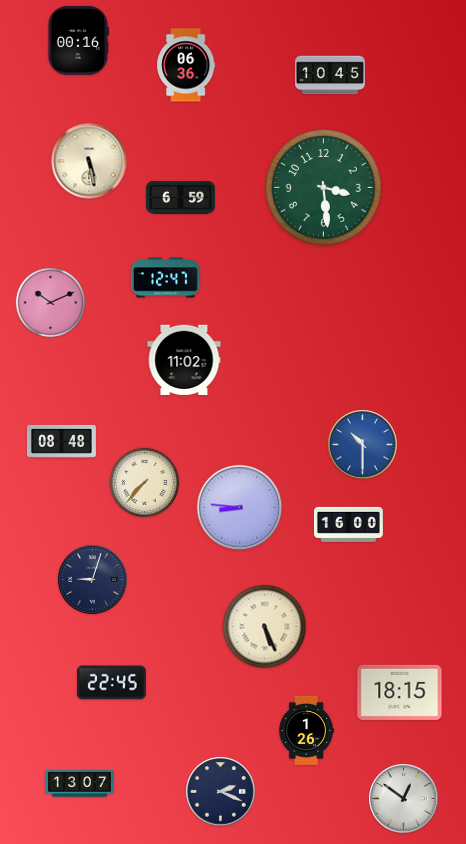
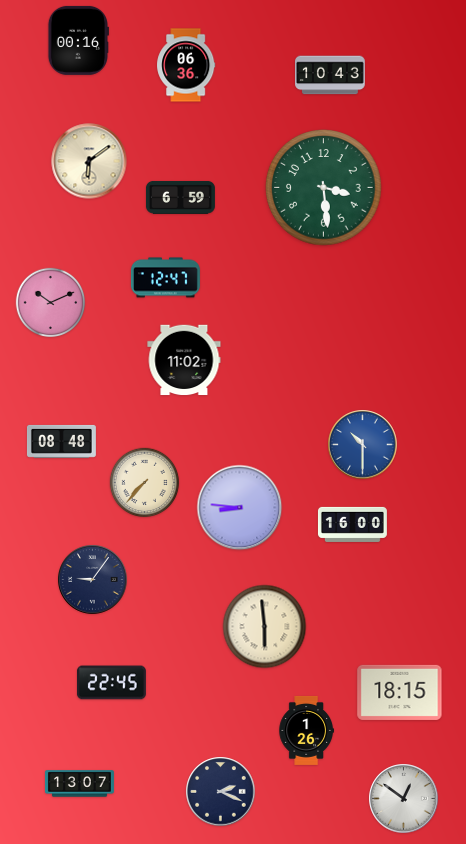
clock at (330, 75): 10:45 -> 10:43
clock at (89, 161): 5:28 -> 6:09
clock at (348, 524) position: (348, 524) -> (352, 524)
clock at (93, 580): 9:03 -> 9:06
clock at (265, 627): 5:26 -> 5:59
